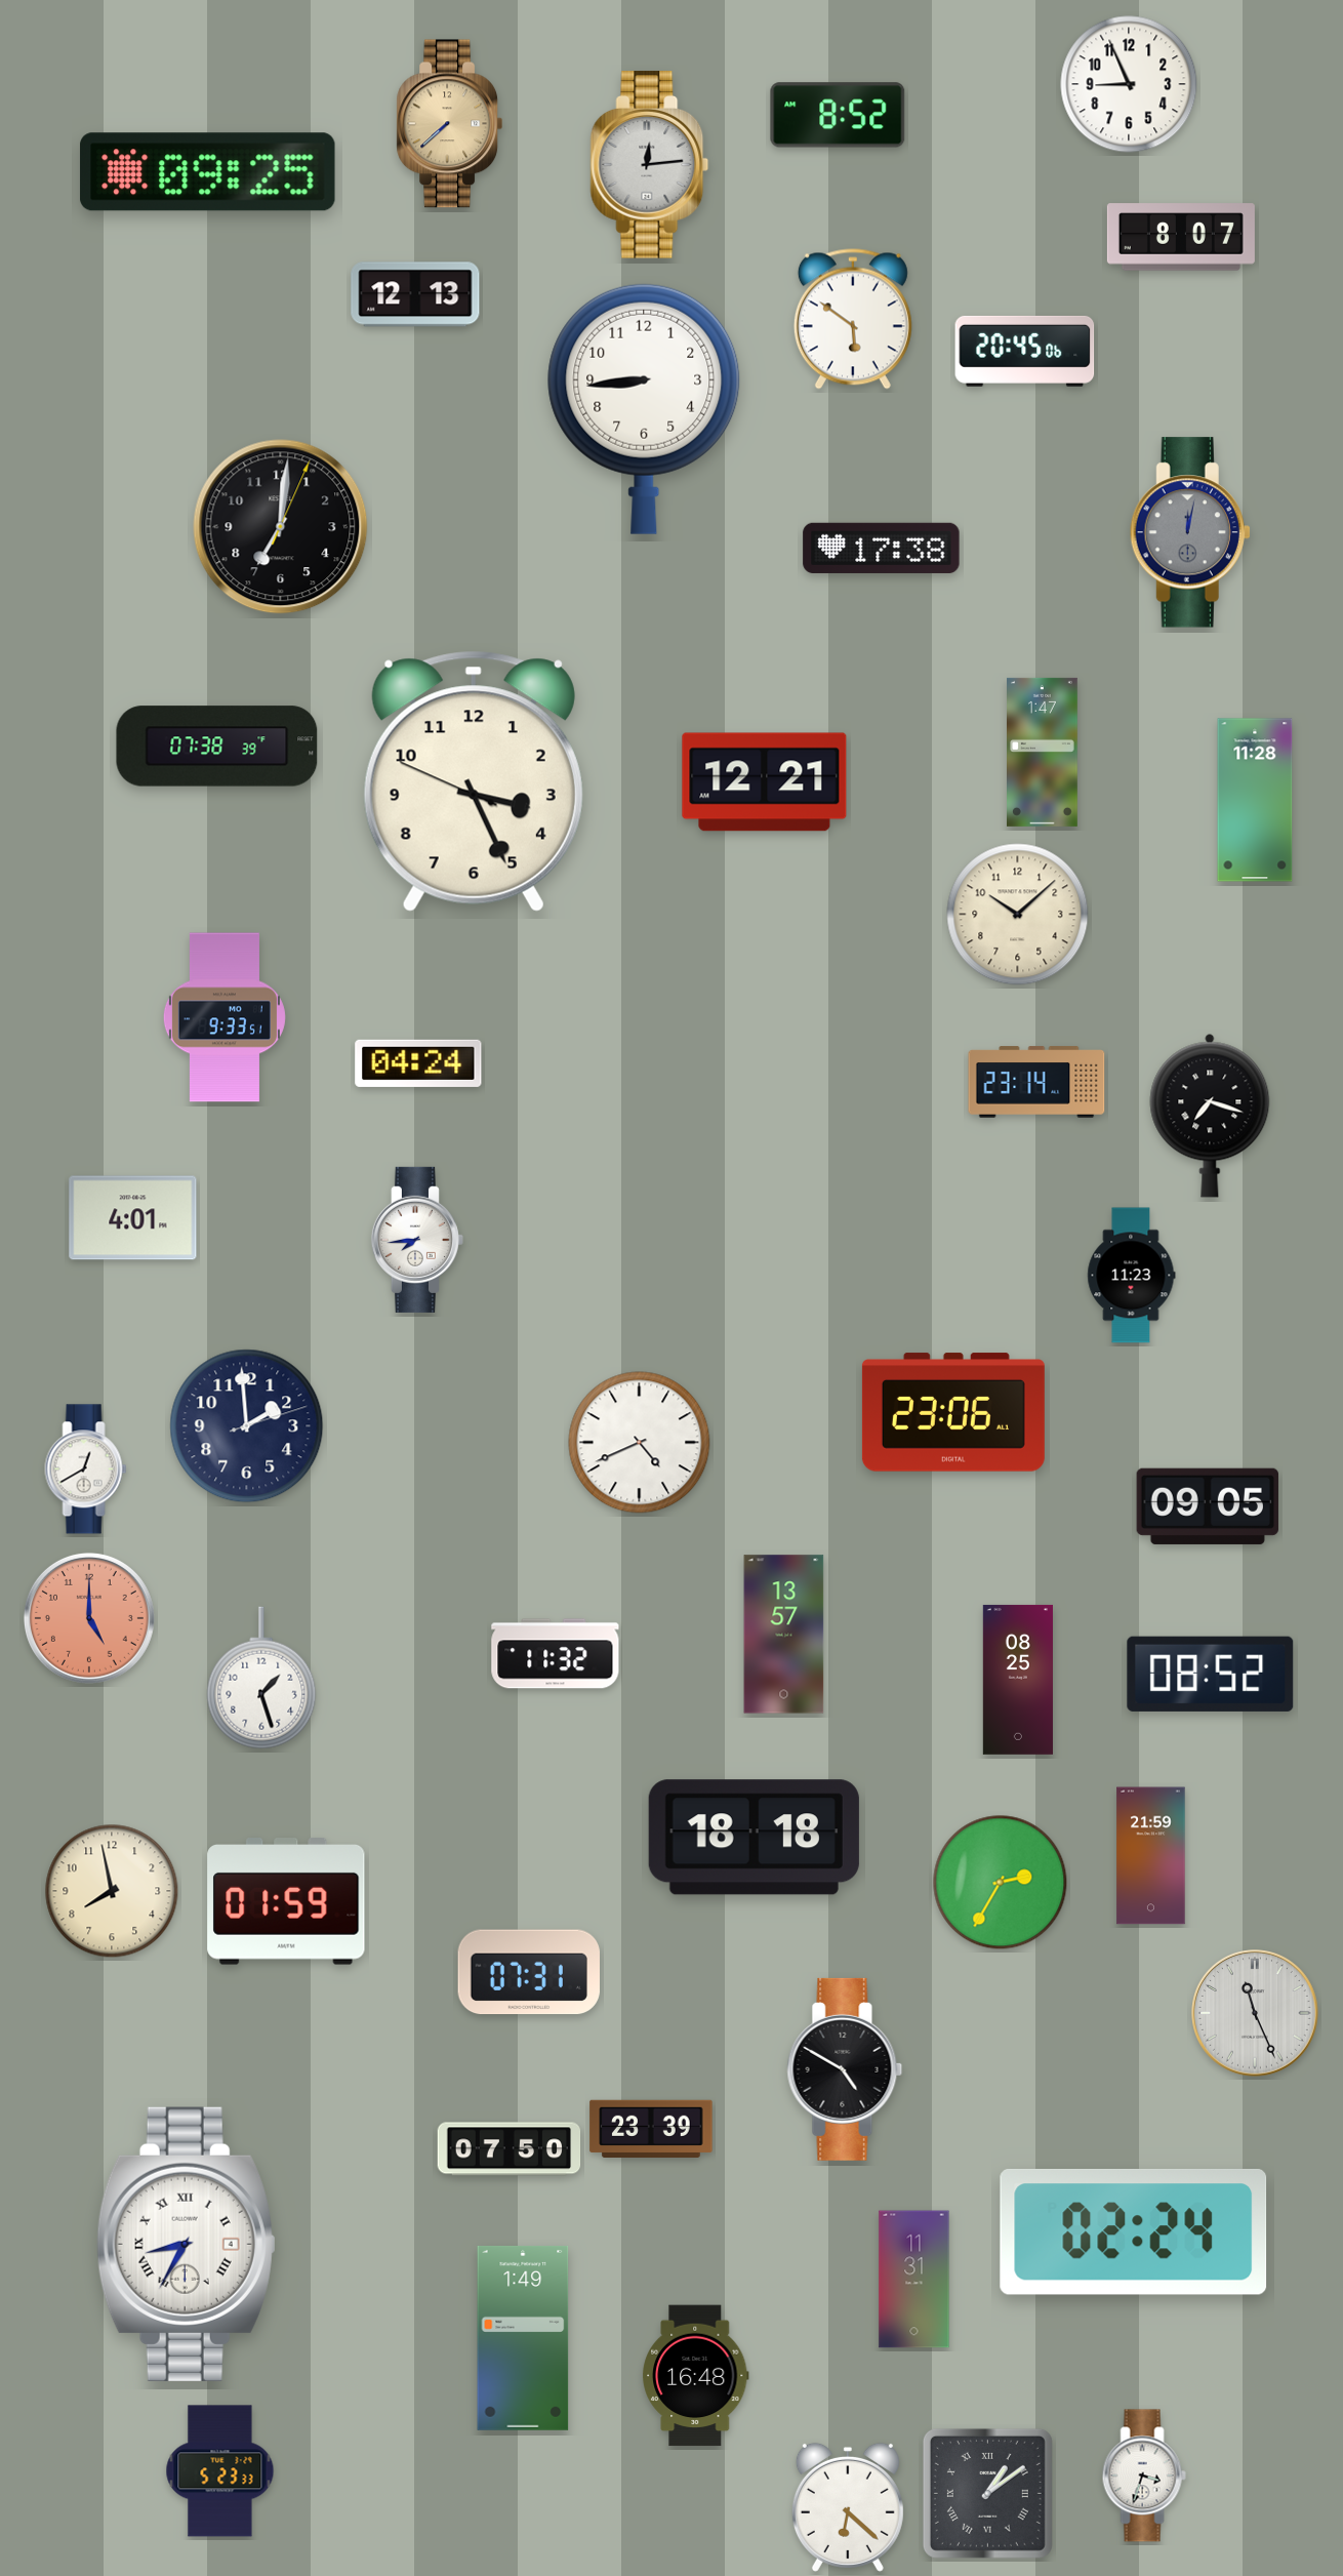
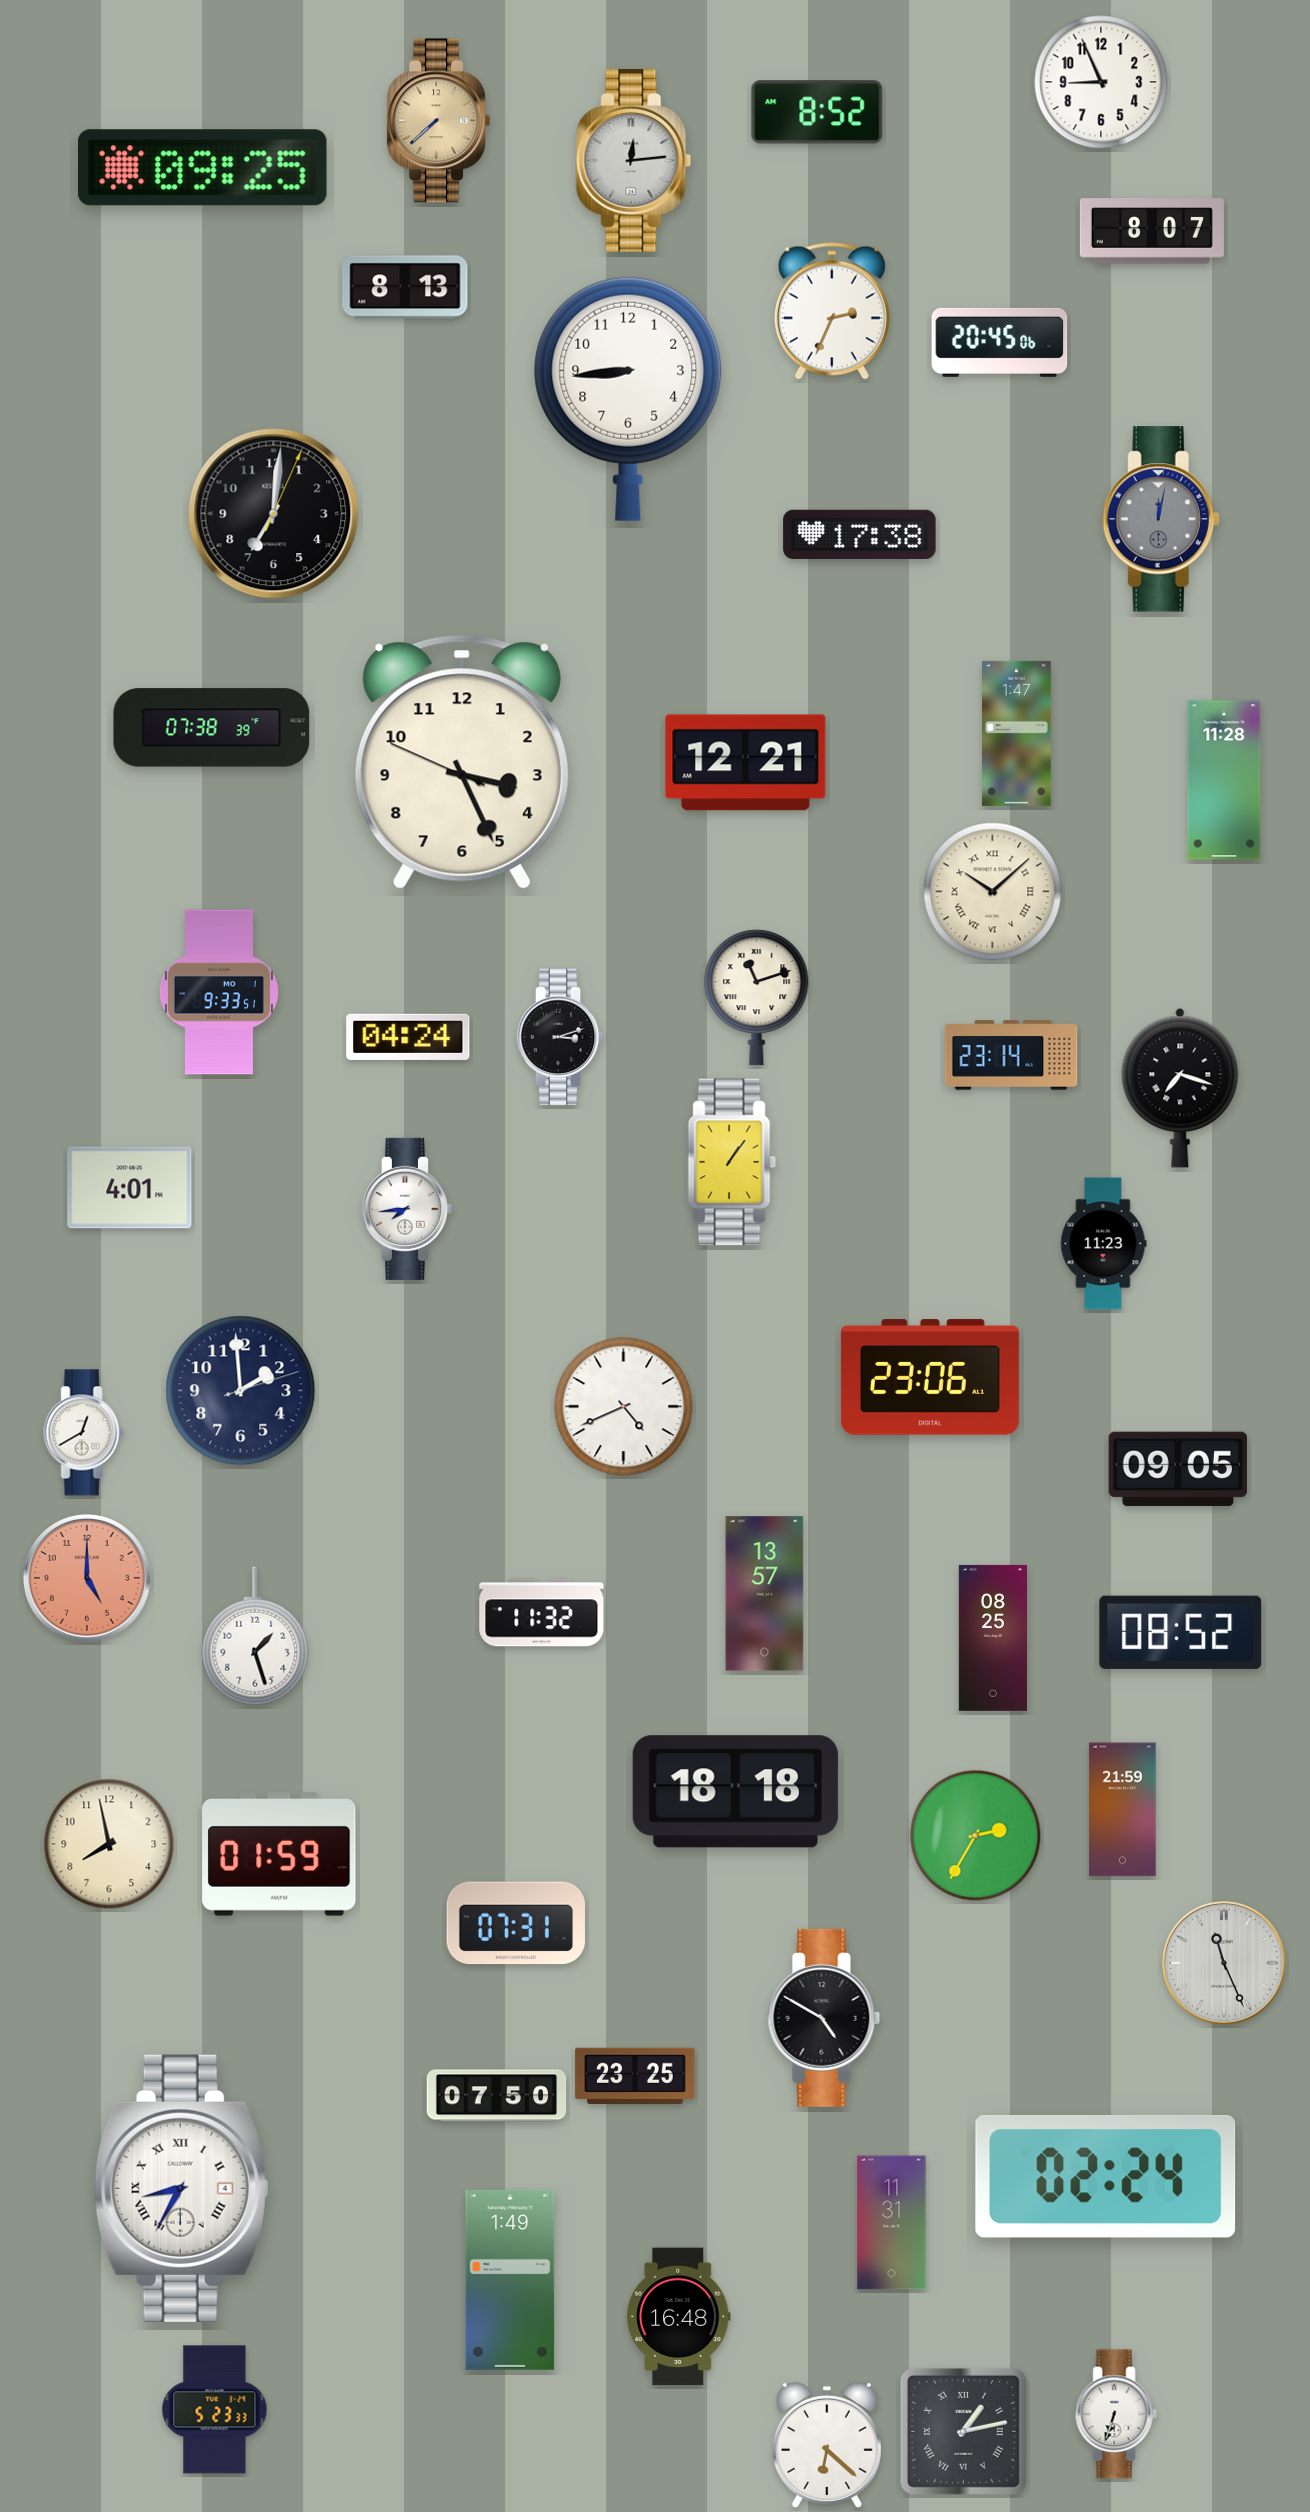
clock at (415, 294): 12:13 -> 8:13
clock at (853, 319): 5:51 -> 2:34
clock at (1018, 915) numerals: Arabic -> Roman
clock at (757, 998): none -> 11:12
clock at (560, 1037): none -> 3:12
clock at (732, 1162): none -> 1:06
clock at (651, 2128): 23:39 -> 23:25
clock at (1144, 2476): 3:33 -> 6:33
clock at (987, 2493): 1:09 -> 1:13
